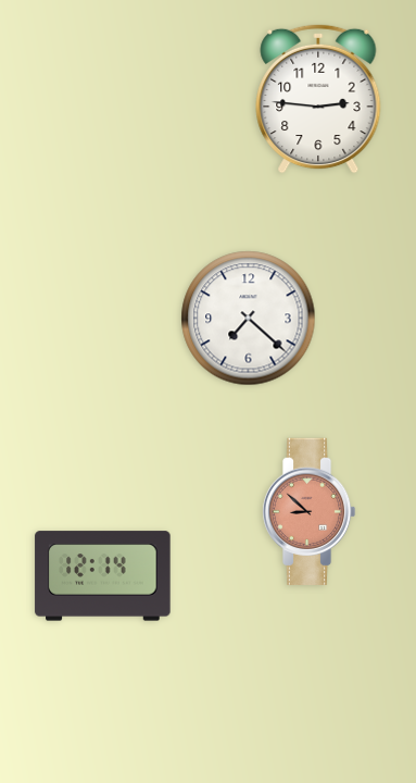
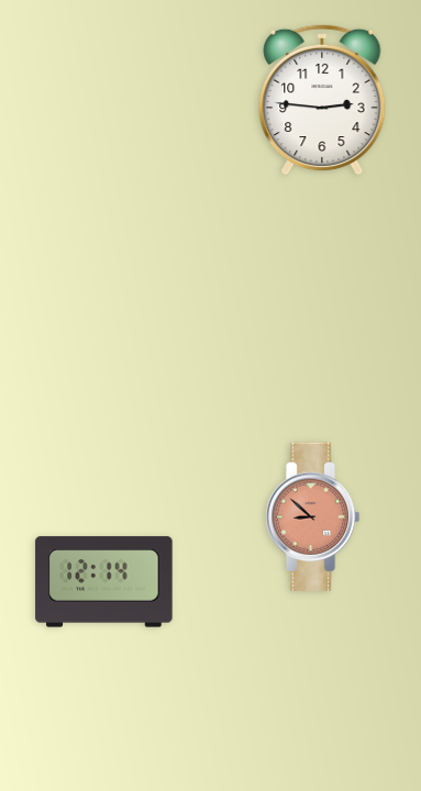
clock at (249, 319): 7:22 -> none
